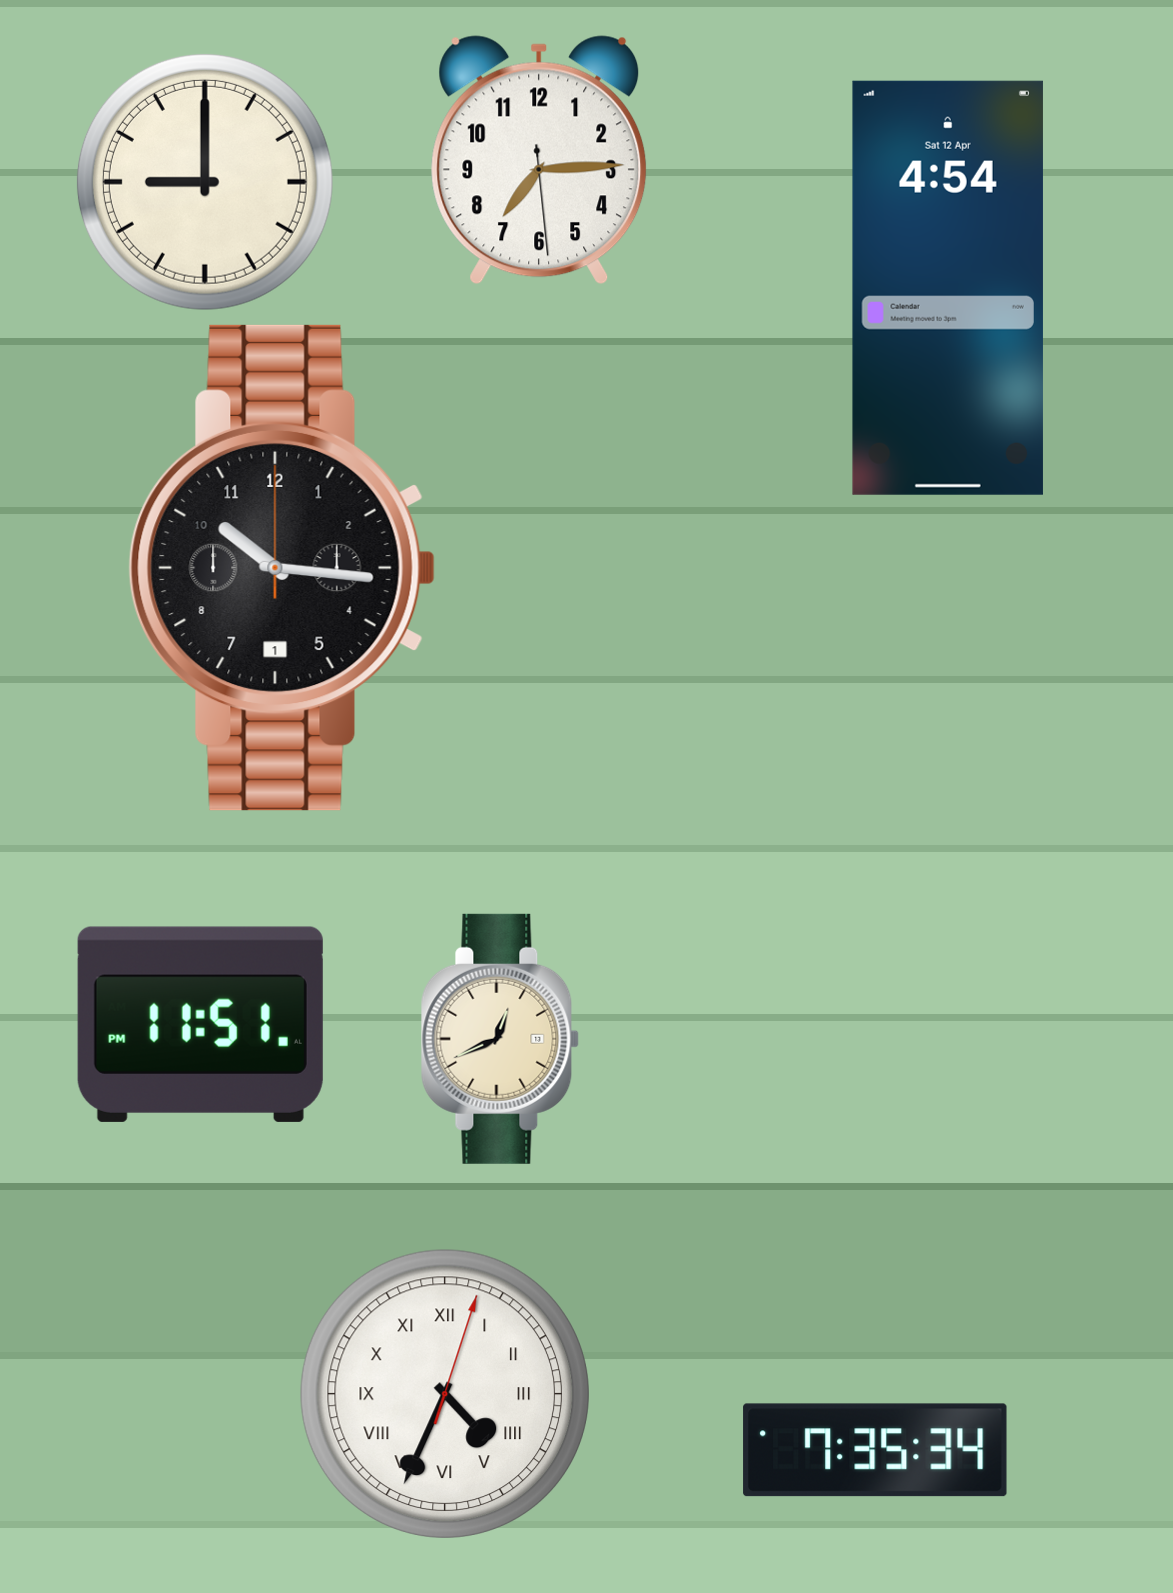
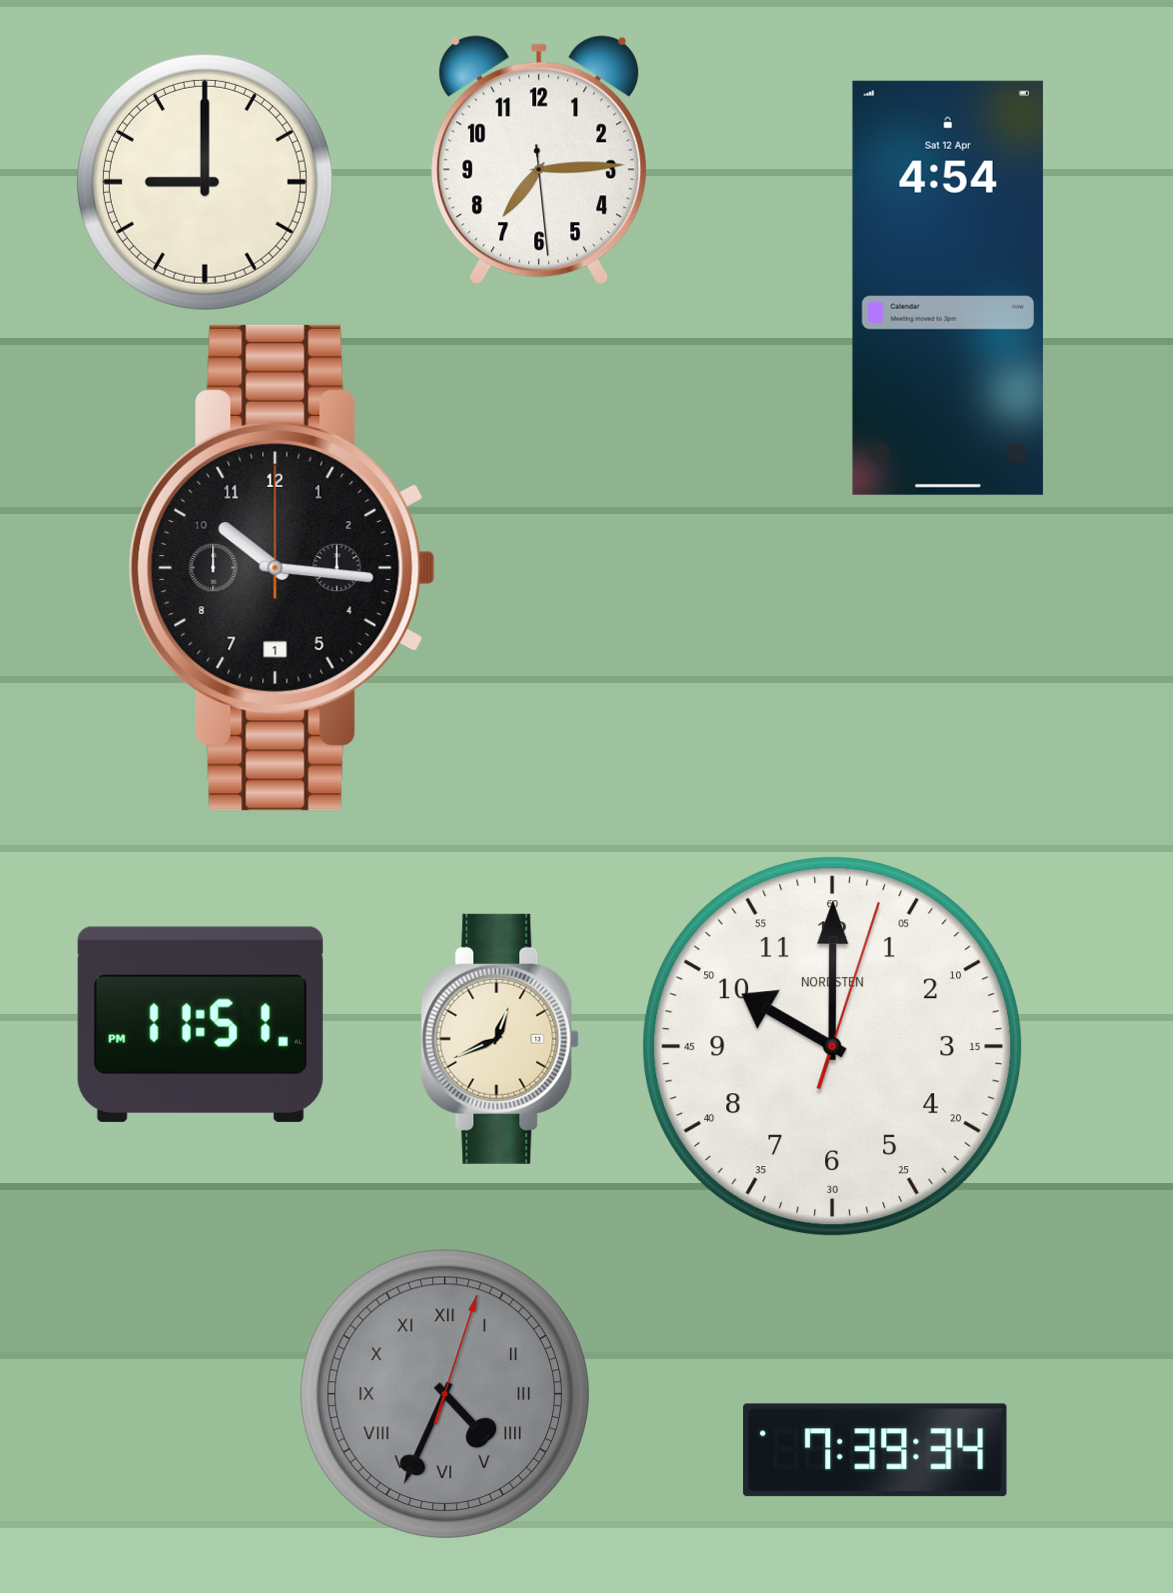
clock at (833, 1047): none -> 10:00
clock at (445, 1394) dial: white -> grey
clock at (875, 1450): 7:35 -> 7:39
